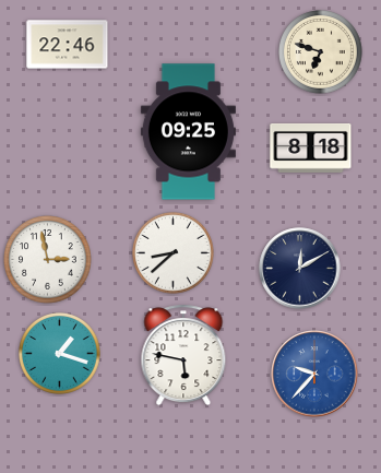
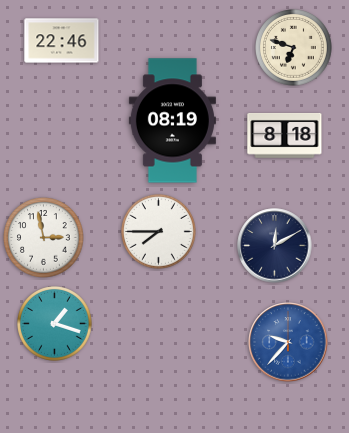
clock at (188, 132): 09:25 -> 08:19
clock at (174, 253): 8:38 -> 7:45
clock at (183, 355): 5:47 -> none
